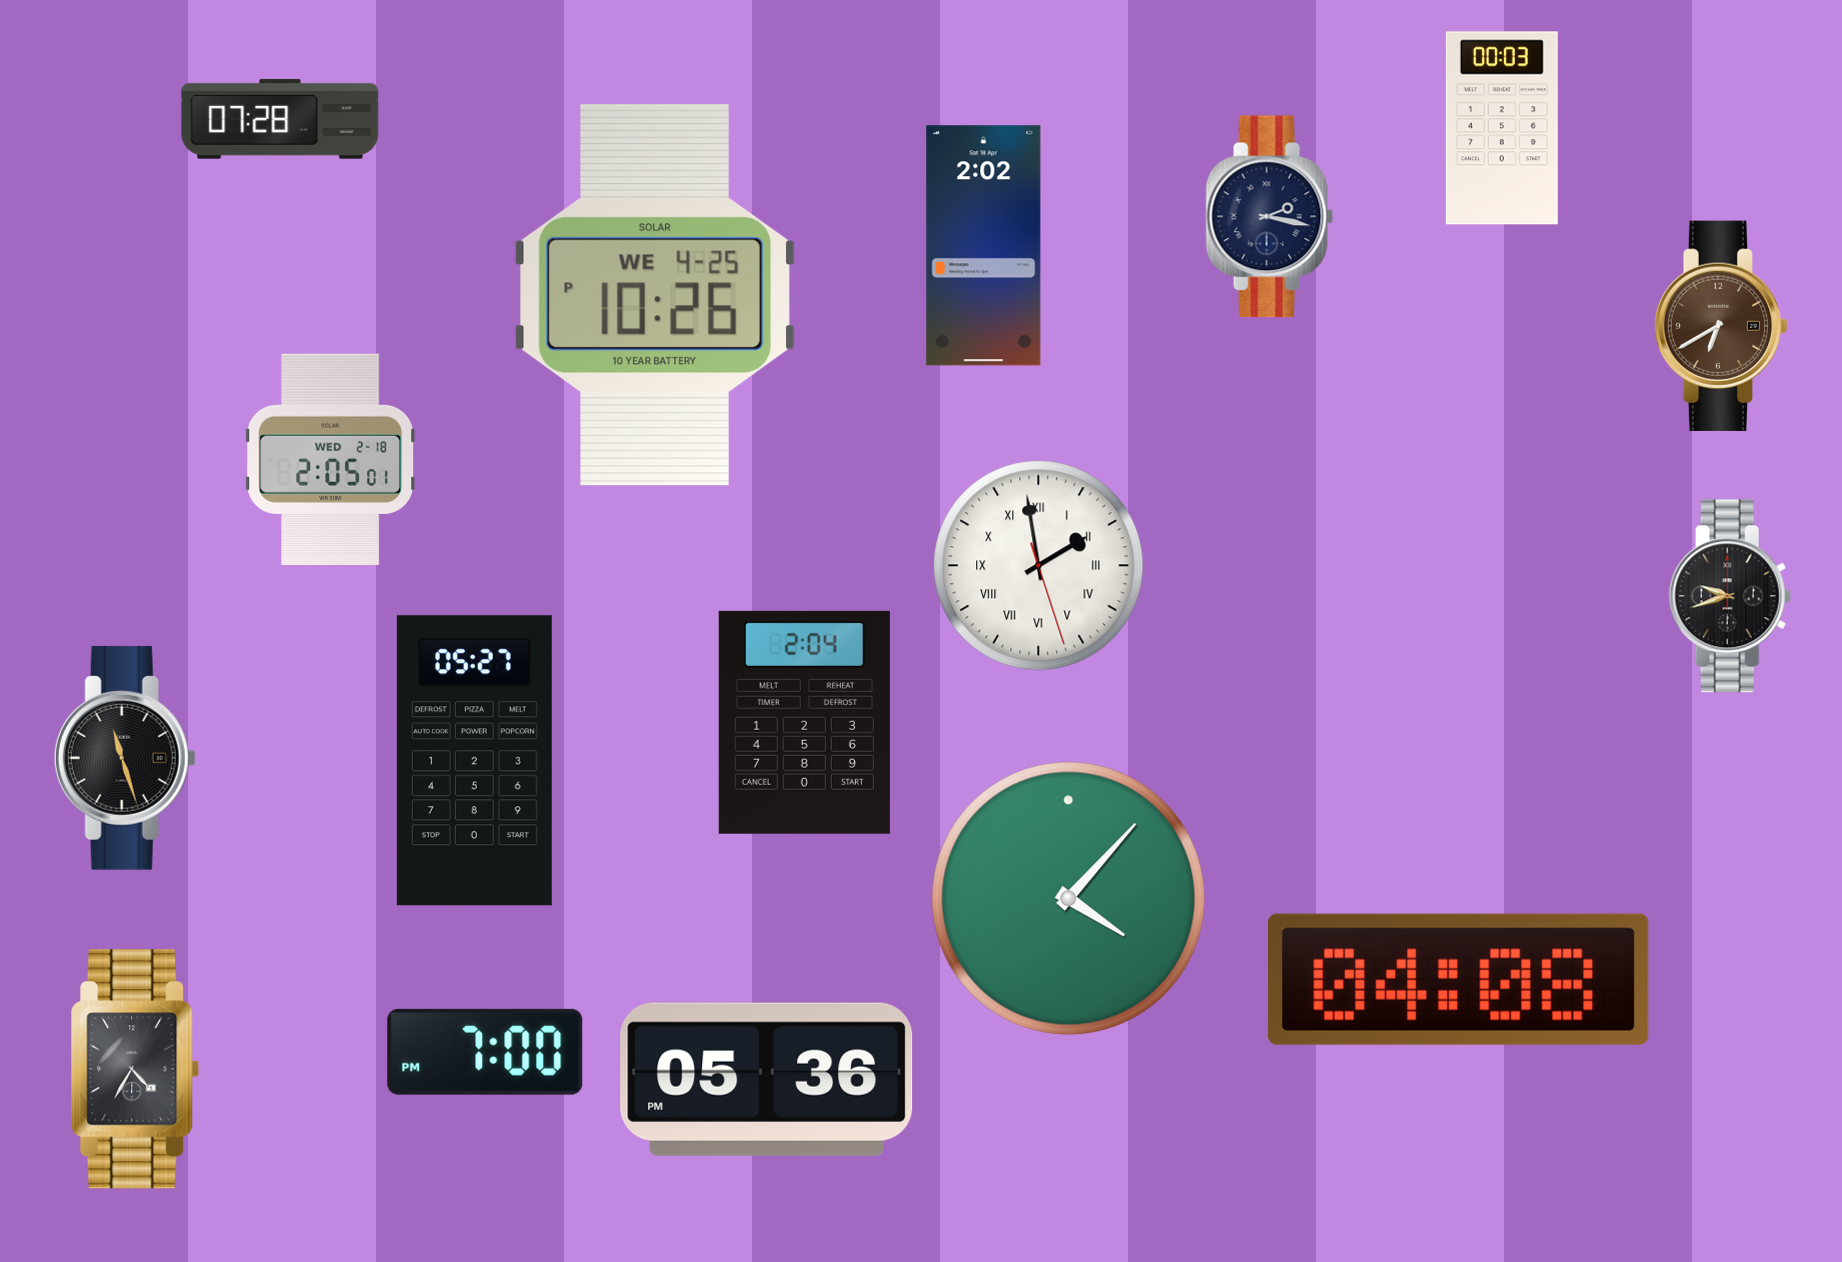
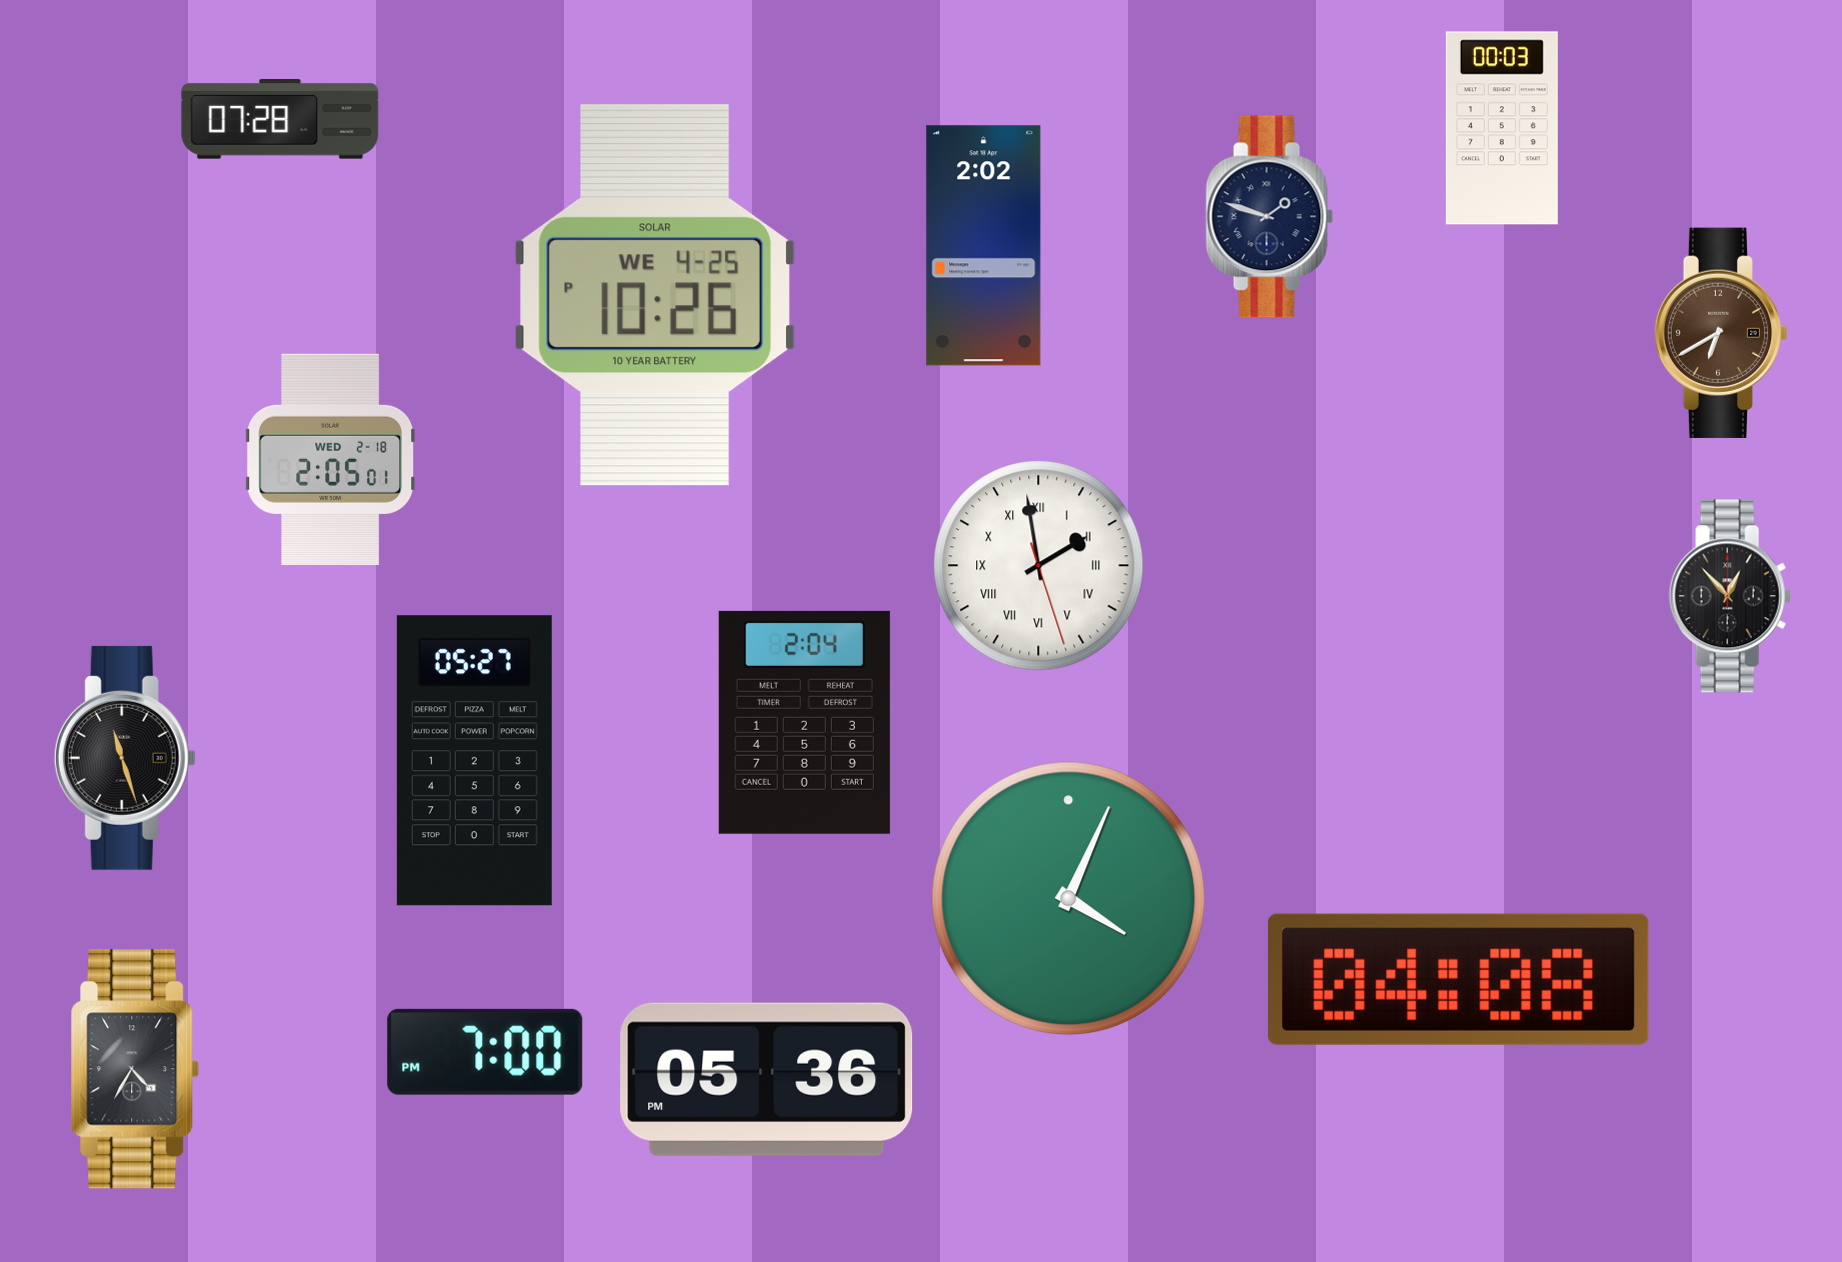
clock at (1270, 217): 2:17 -> 1:48
clock at (1721, 326) position: (1721, 326) -> (1721, 333)
clock at (1730, 596): 9:42 -> 12:53
clock at (1069, 899): 4:07 -> 4:04
